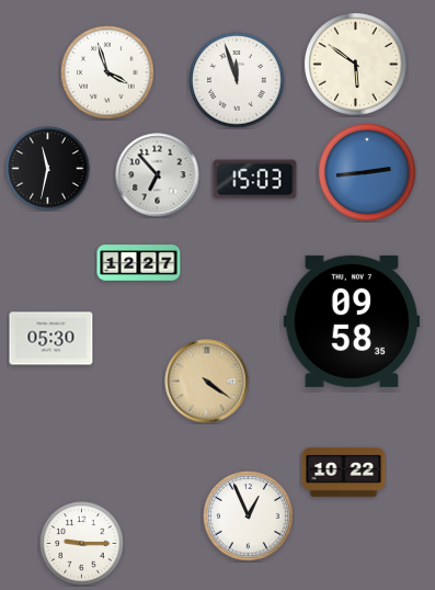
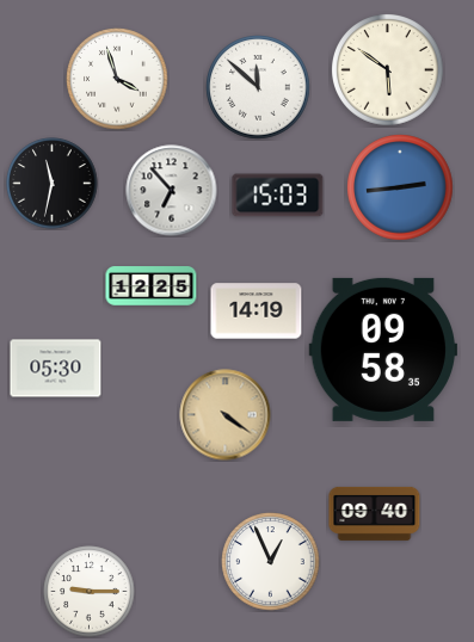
clock at (237, 80): 11:57 -> 11:52
clock at (139, 263): 12:27 -> 12:25
clock at (257, 311): none -> 14:19
clock at (344, 472): 10:22 -> 09:40
